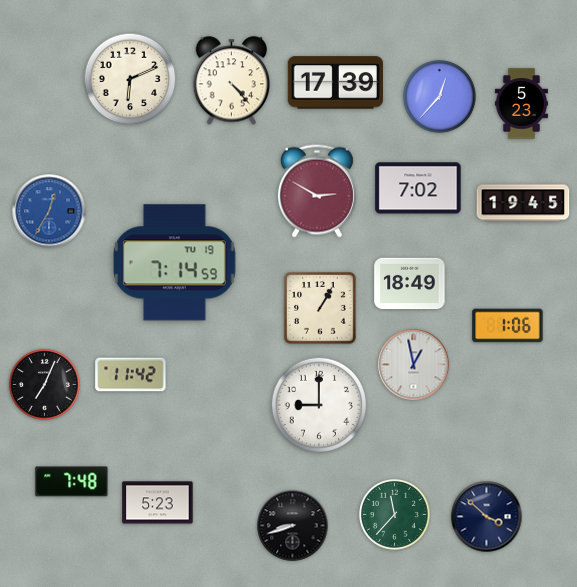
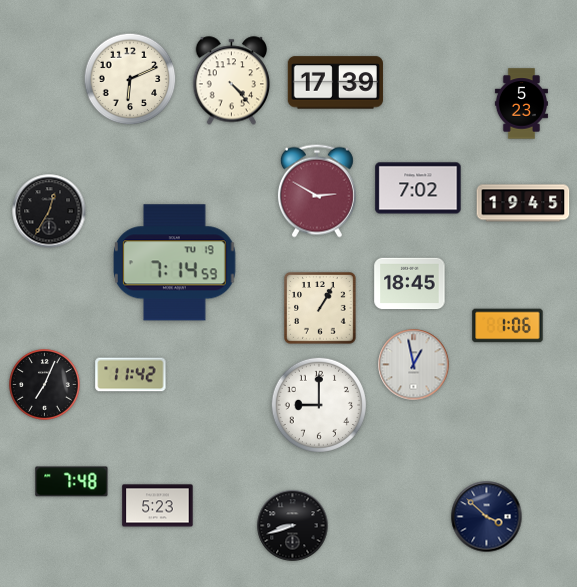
clock at (440, 97): 12:37 -> none
clock at (49, 211) dial: blue -> black
clock at (410, 284): 18:49 -> 18:45
clock at (158, 503) position: (158, 503) -> (158, 506)
clock at (394, 514): 11:37 -> none
